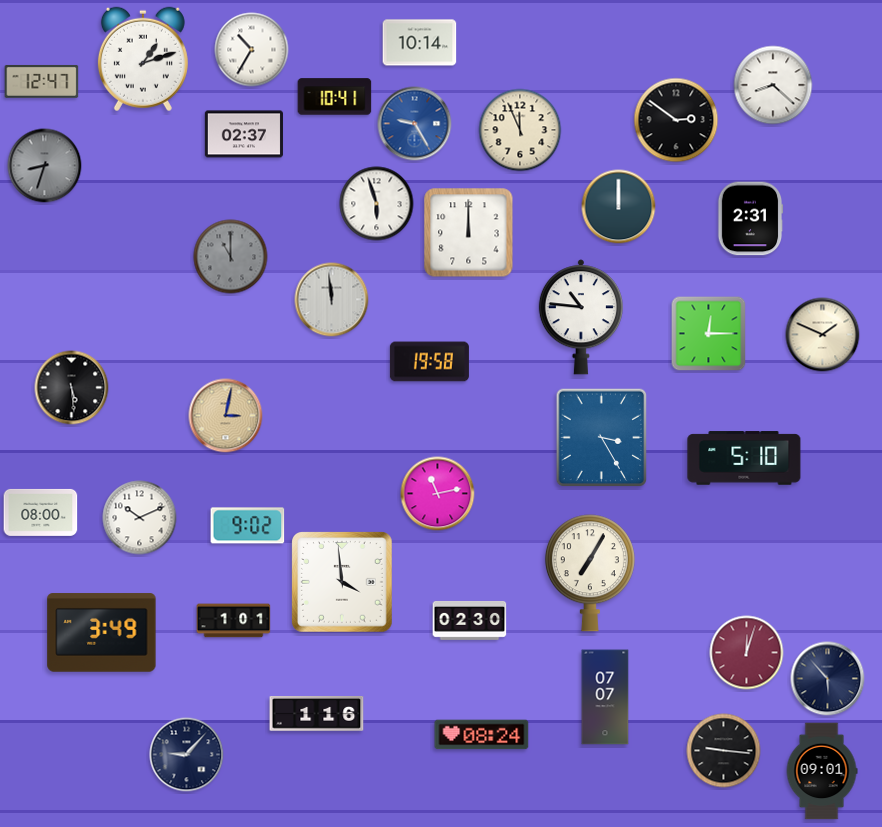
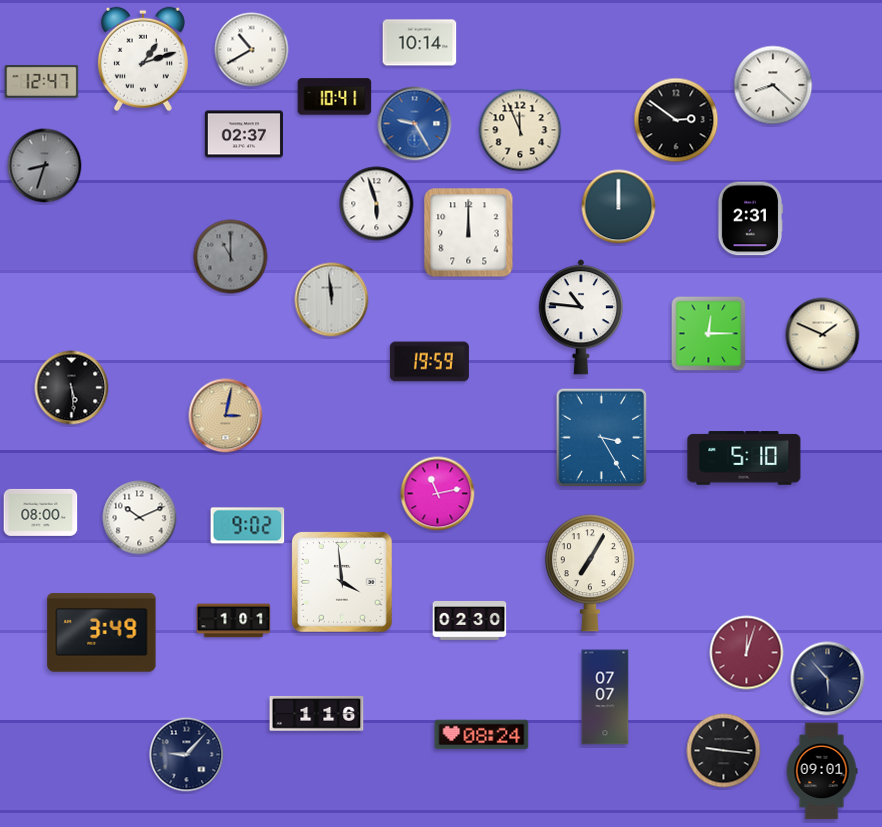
clock at (252, 50): 10:35 -> 10:40
clock at (429, 362): 19:58 -> 19:59
